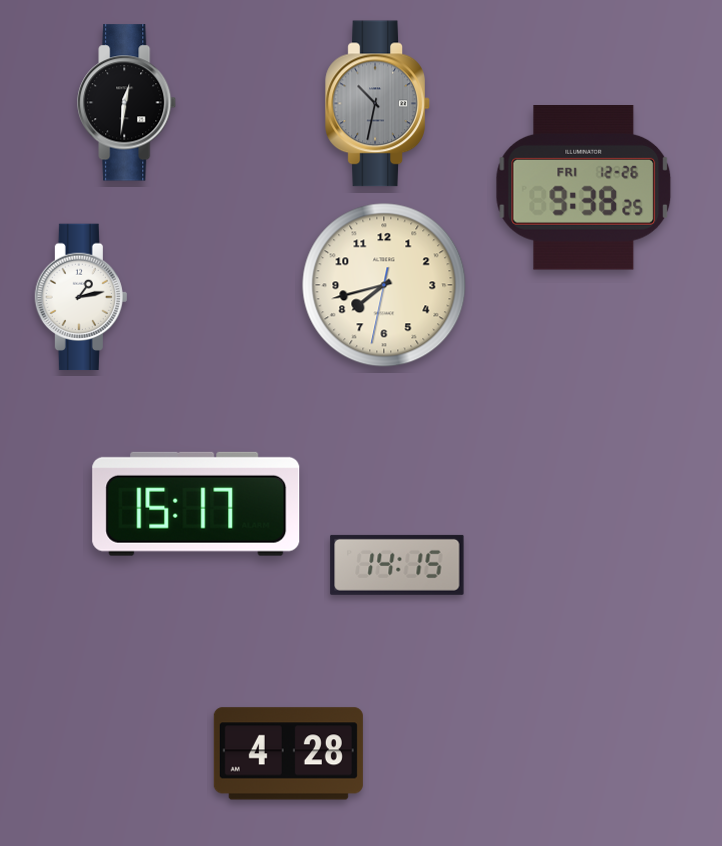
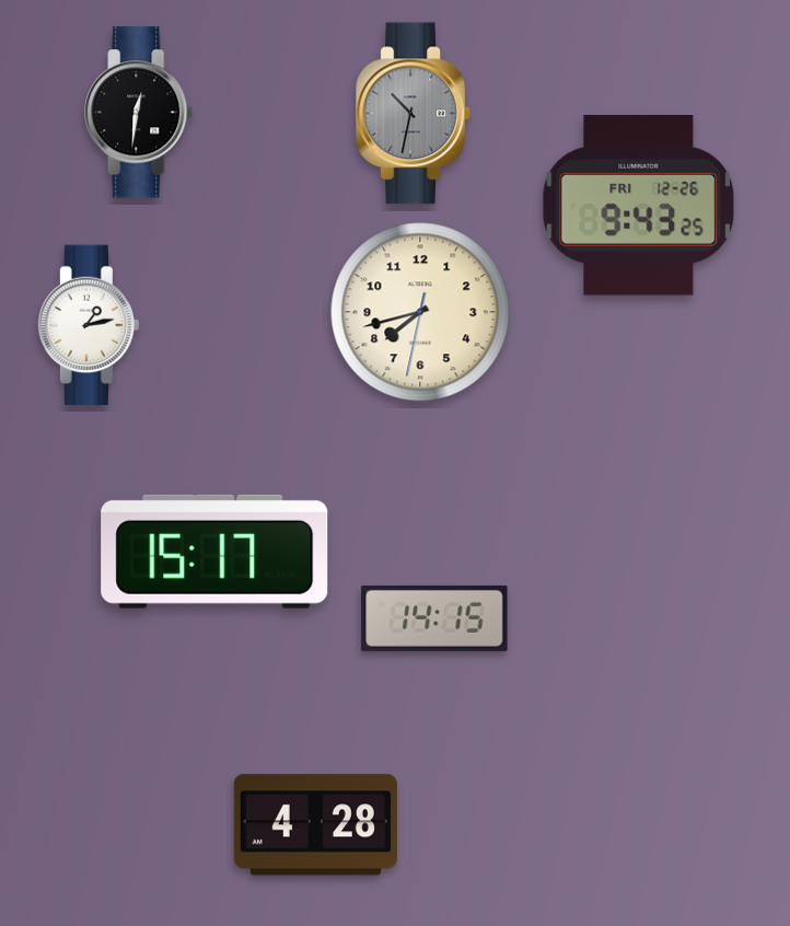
clock at (584, 188): 9:38 -> 9:43
